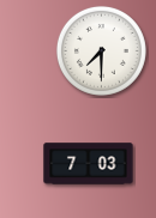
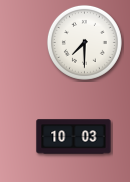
clock at (89, 164): 7:03 -> 10:03
